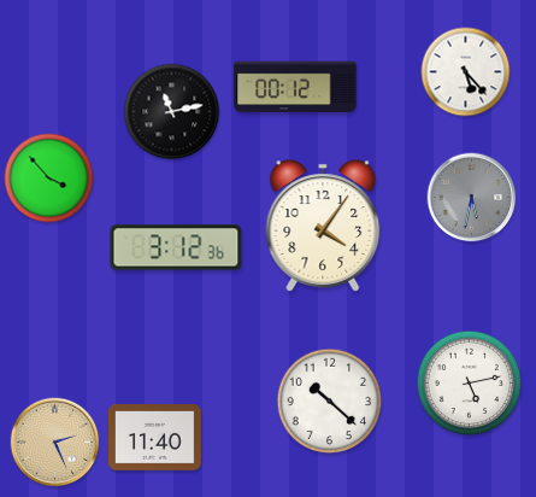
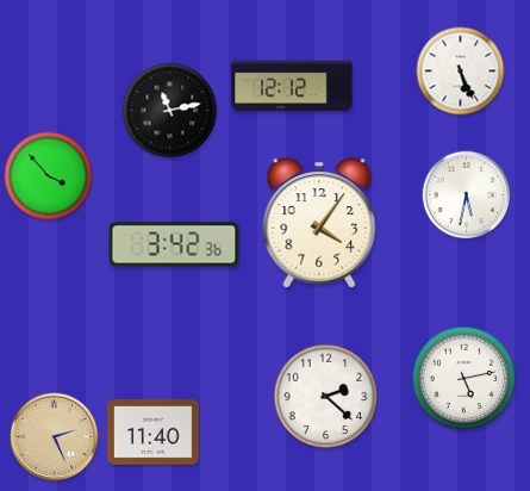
clock at (466, 72): 5:23 -> 5:26
clock at (295, 87): 00:12 -> 12:12
clock at (472, 198) dial: grey -> white
clock at (176, 247): 3:12 -> 3:42
clock at (330, 402): 10:22 -> 2:22
